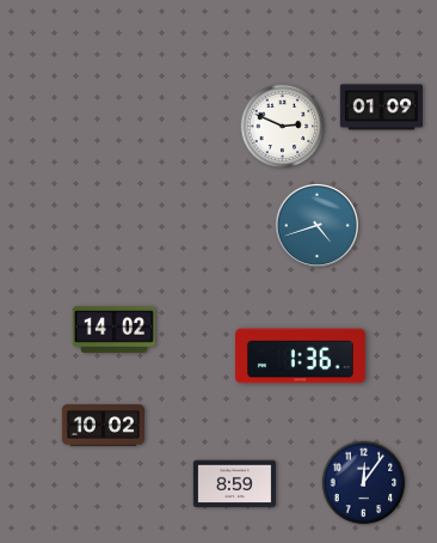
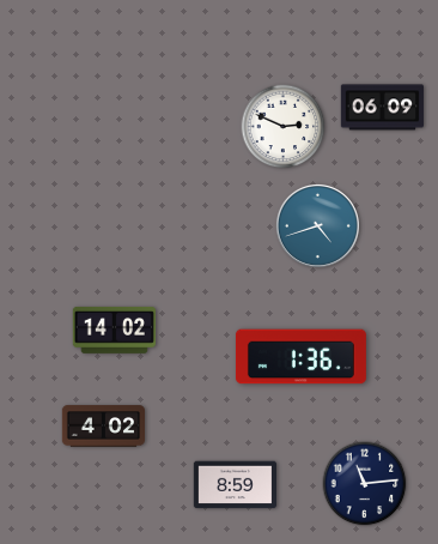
clock at (381, 108): 01:09 -> 06:09
clock at (103, 426): 10:02 -> 4:02
clock at (364, 483): 12:06 -> 11:14
